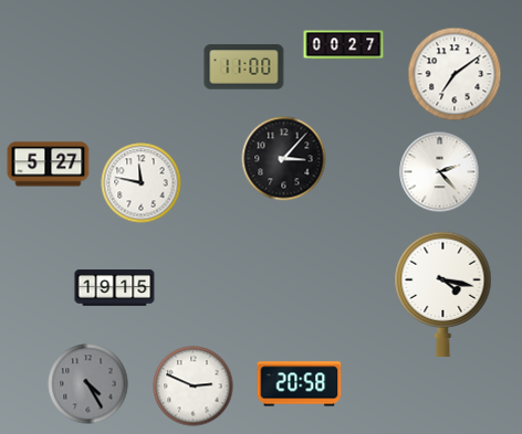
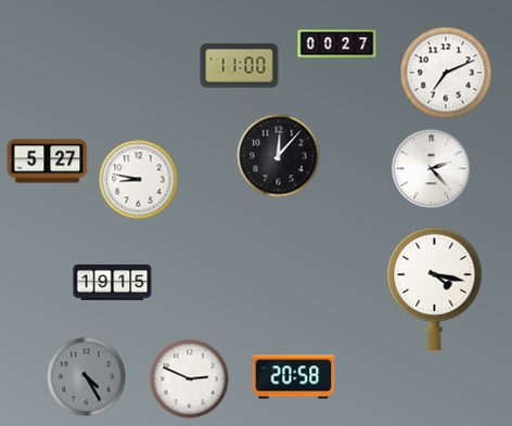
clock at (455, 74): 7:09 -> 7:11
clock at (284, 159): 3:07 -> 12:07
clock at (142, 183): 11:47 -> 8:47
